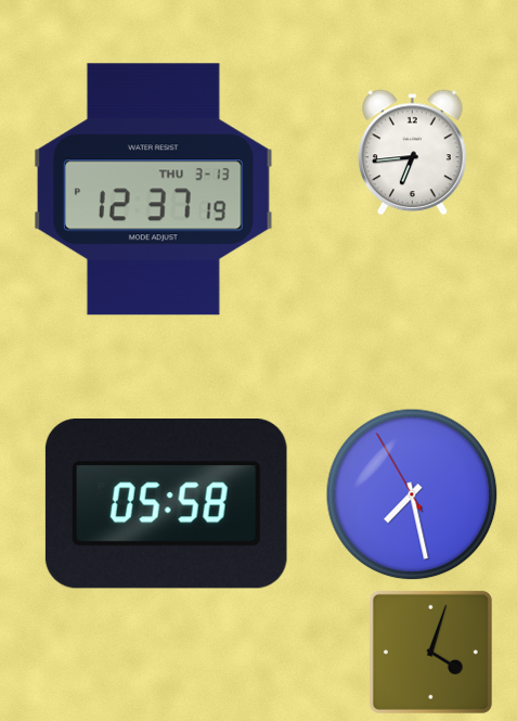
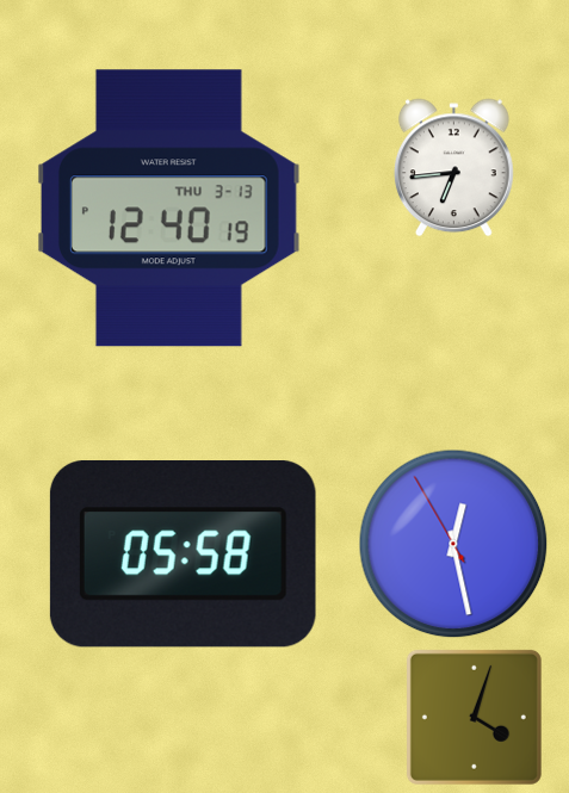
clock at (154, 190): 12:37 -> 12:40
clock at (412, 494): 7:27 -> 12:27
